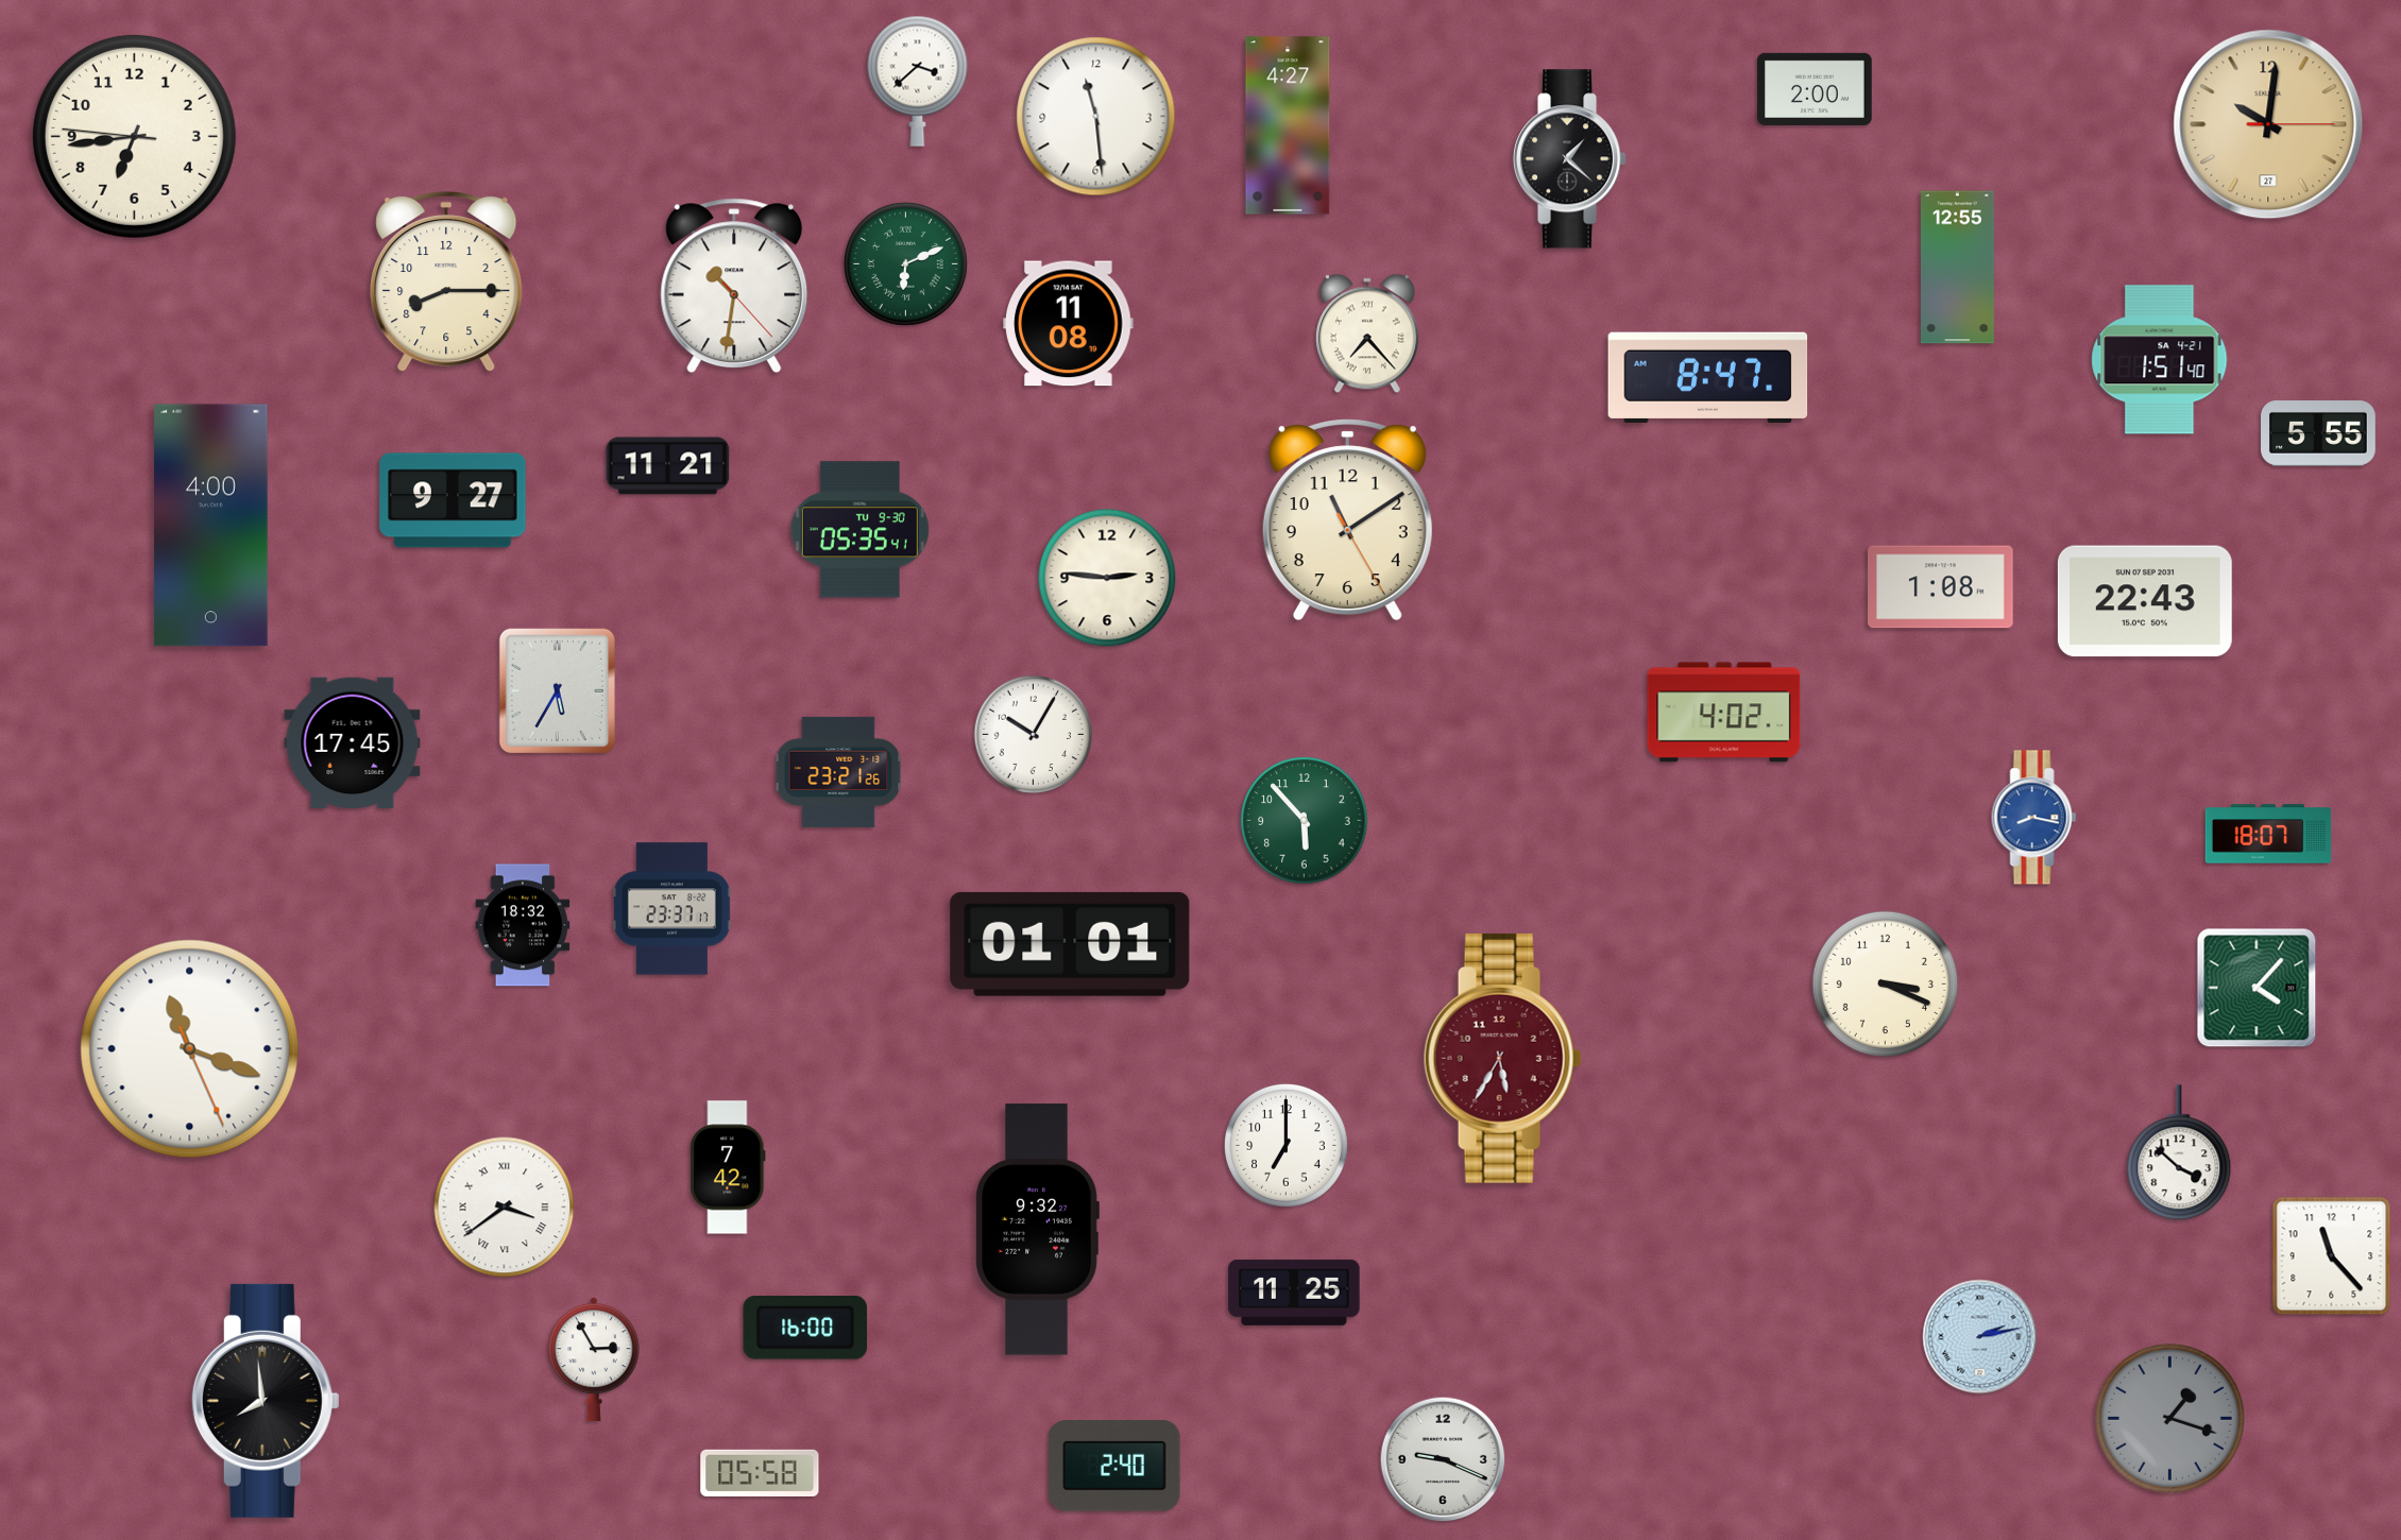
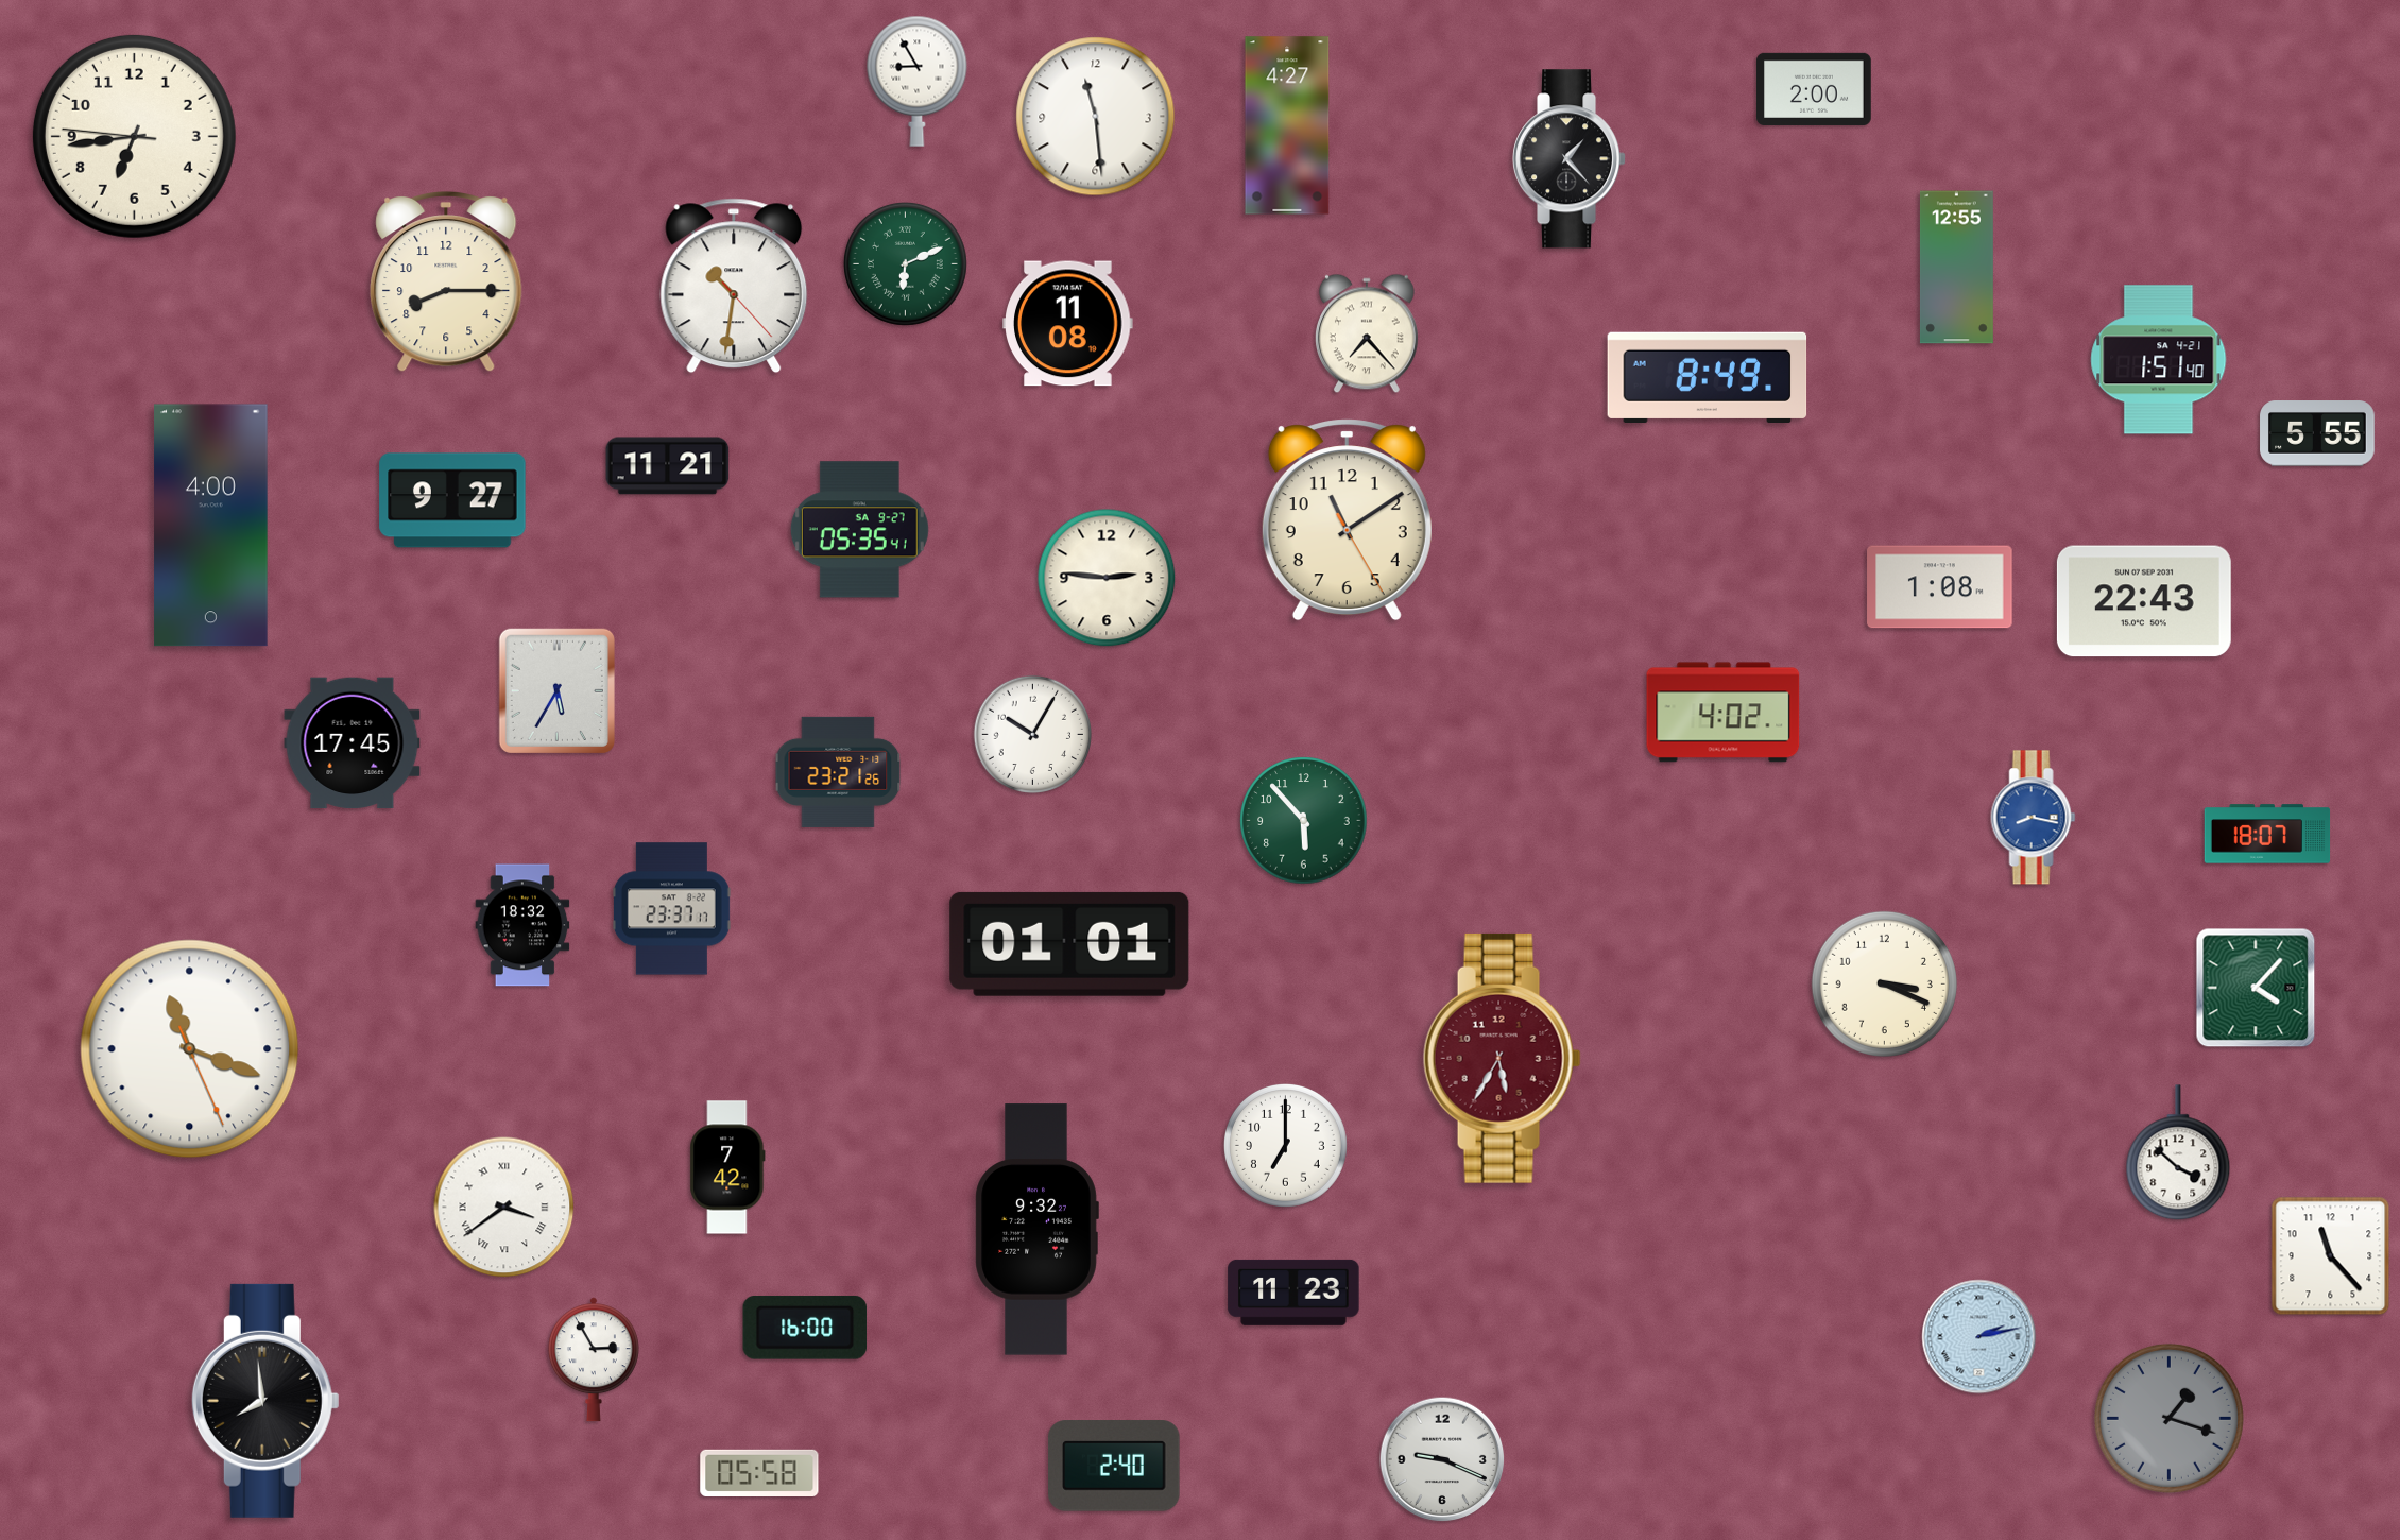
clock at (918, 81): 3:38 -> 8:55
clock at (2268, 124): 10:01 -> none
clock at (1570, 159): 1:22 -> 1:23
clock at (1708, 377): 8:47 -> 8:49
clock at (859, 530) date: TU 9-30 -> SA 9-27
clock at (1294, 1293): 11:25 -> 11:23
